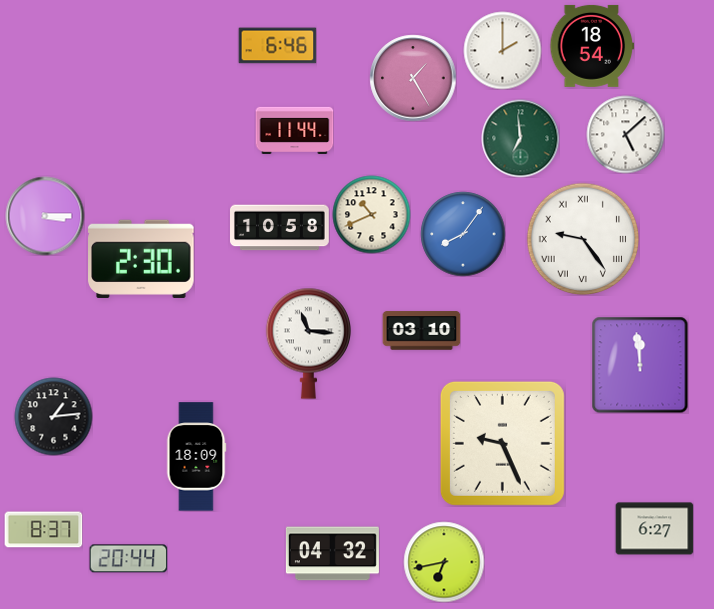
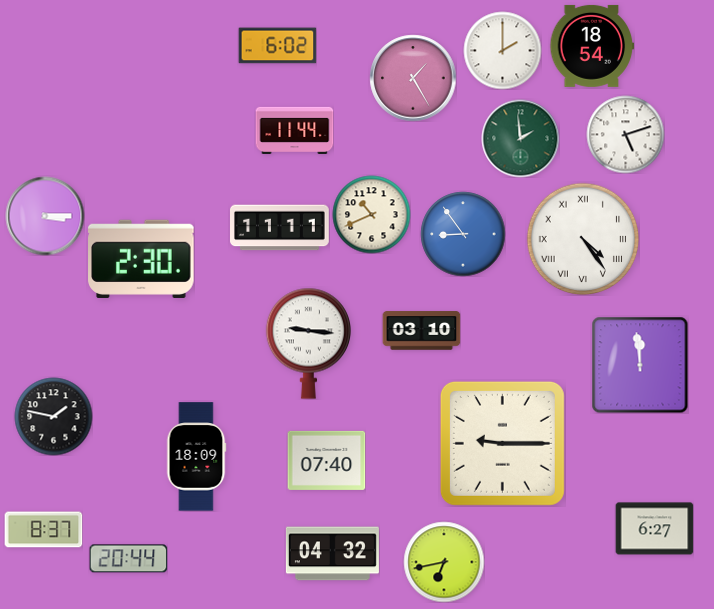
clock at (277, 46): 6:46 -> 6:02
clock at (625, 134): 5:08 -> 5:12
clock at (520, 138): 6:59 -> 1:59
clock at (280, 228): 10:58 -> 11:11
clock at (463, 234): 8:06 -> 8:54
clock at (583, 239): 9:24 -> 4:24
clock at (308, 343): 11:16 -> 9:16
clock at (53, 416): 1:14 -> 1:47
clock at (502, 443): 9:26 -> 9:15
clock at (326, 460): none -> 07:40
